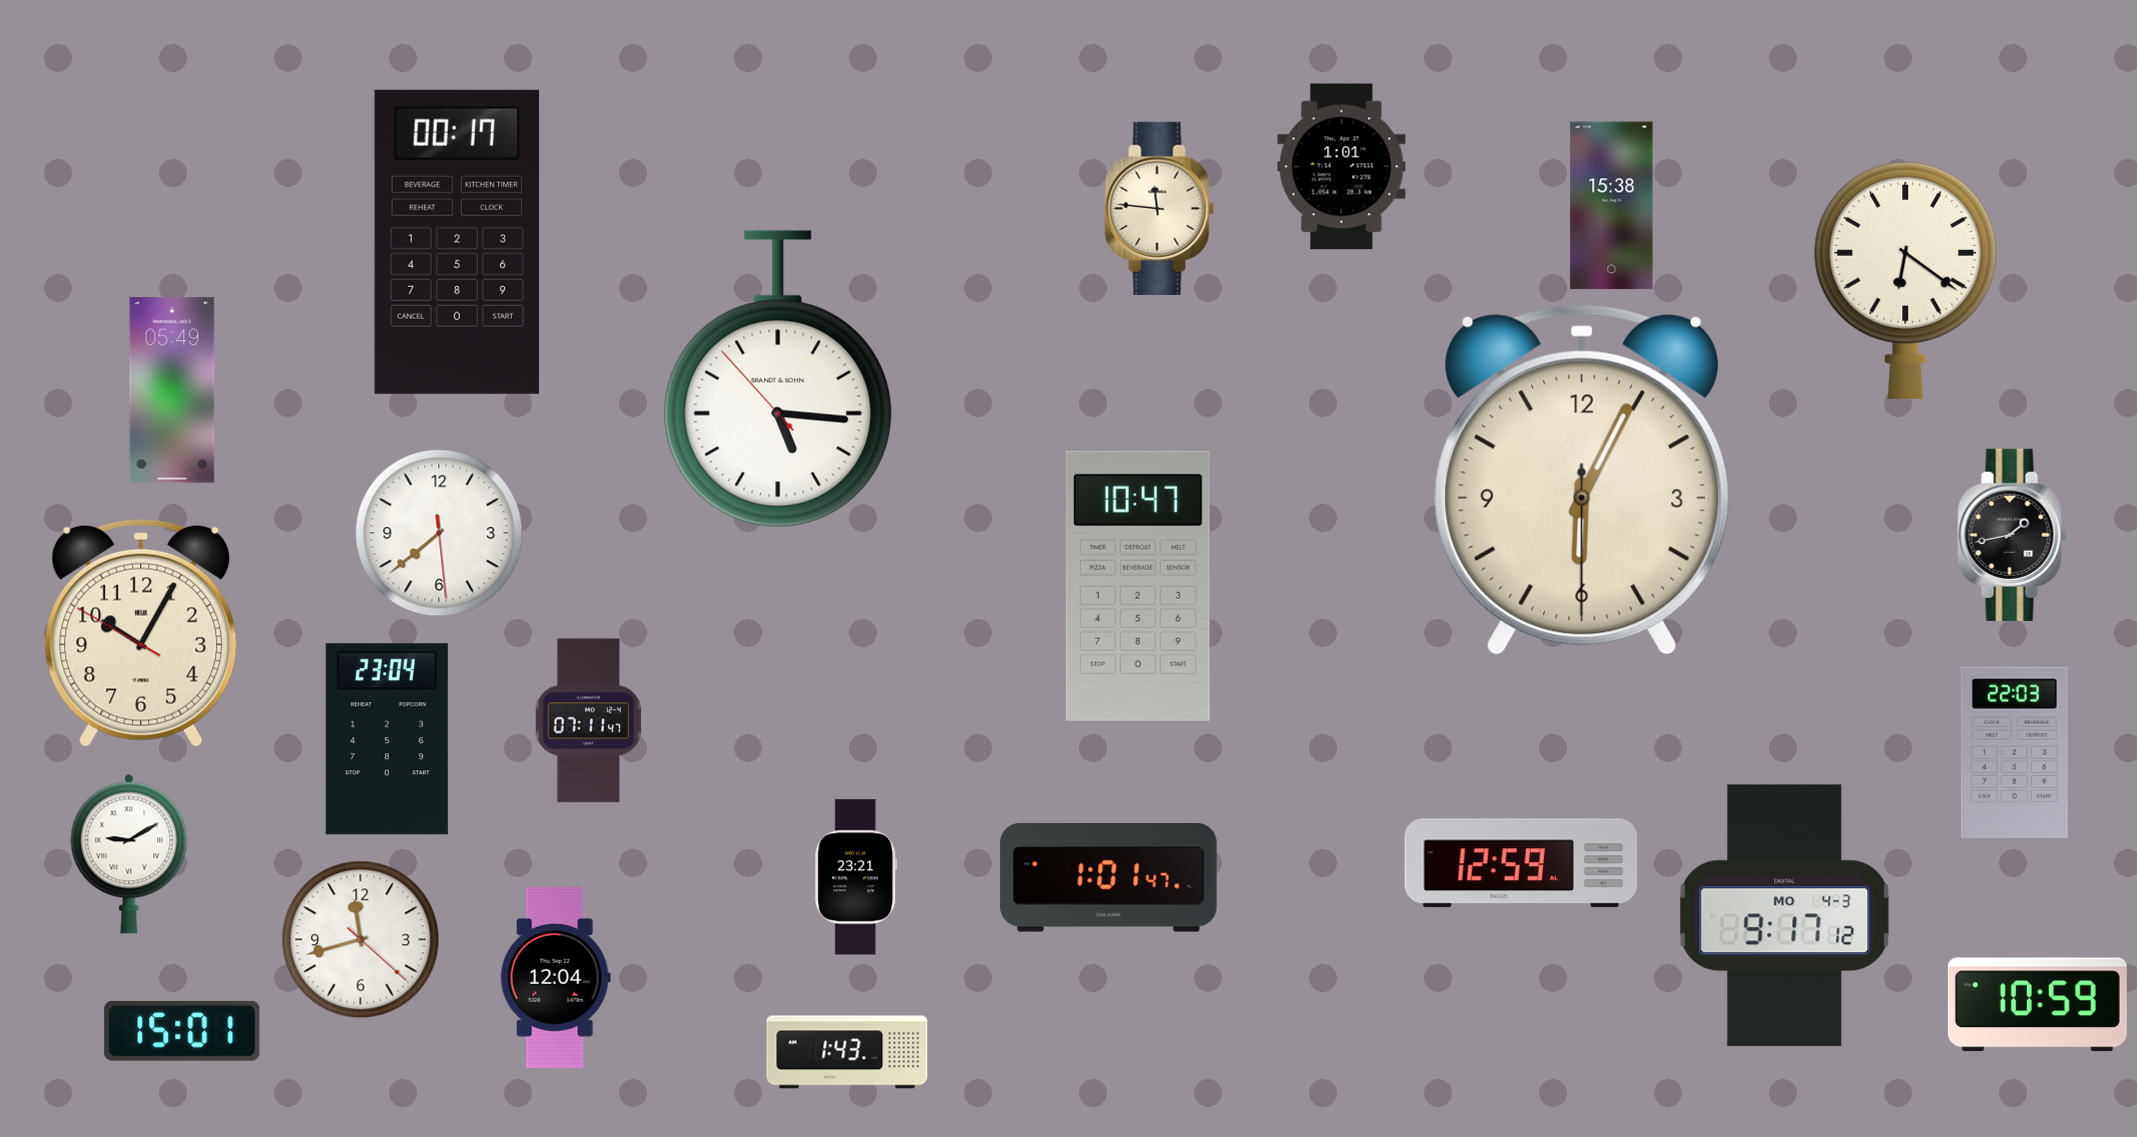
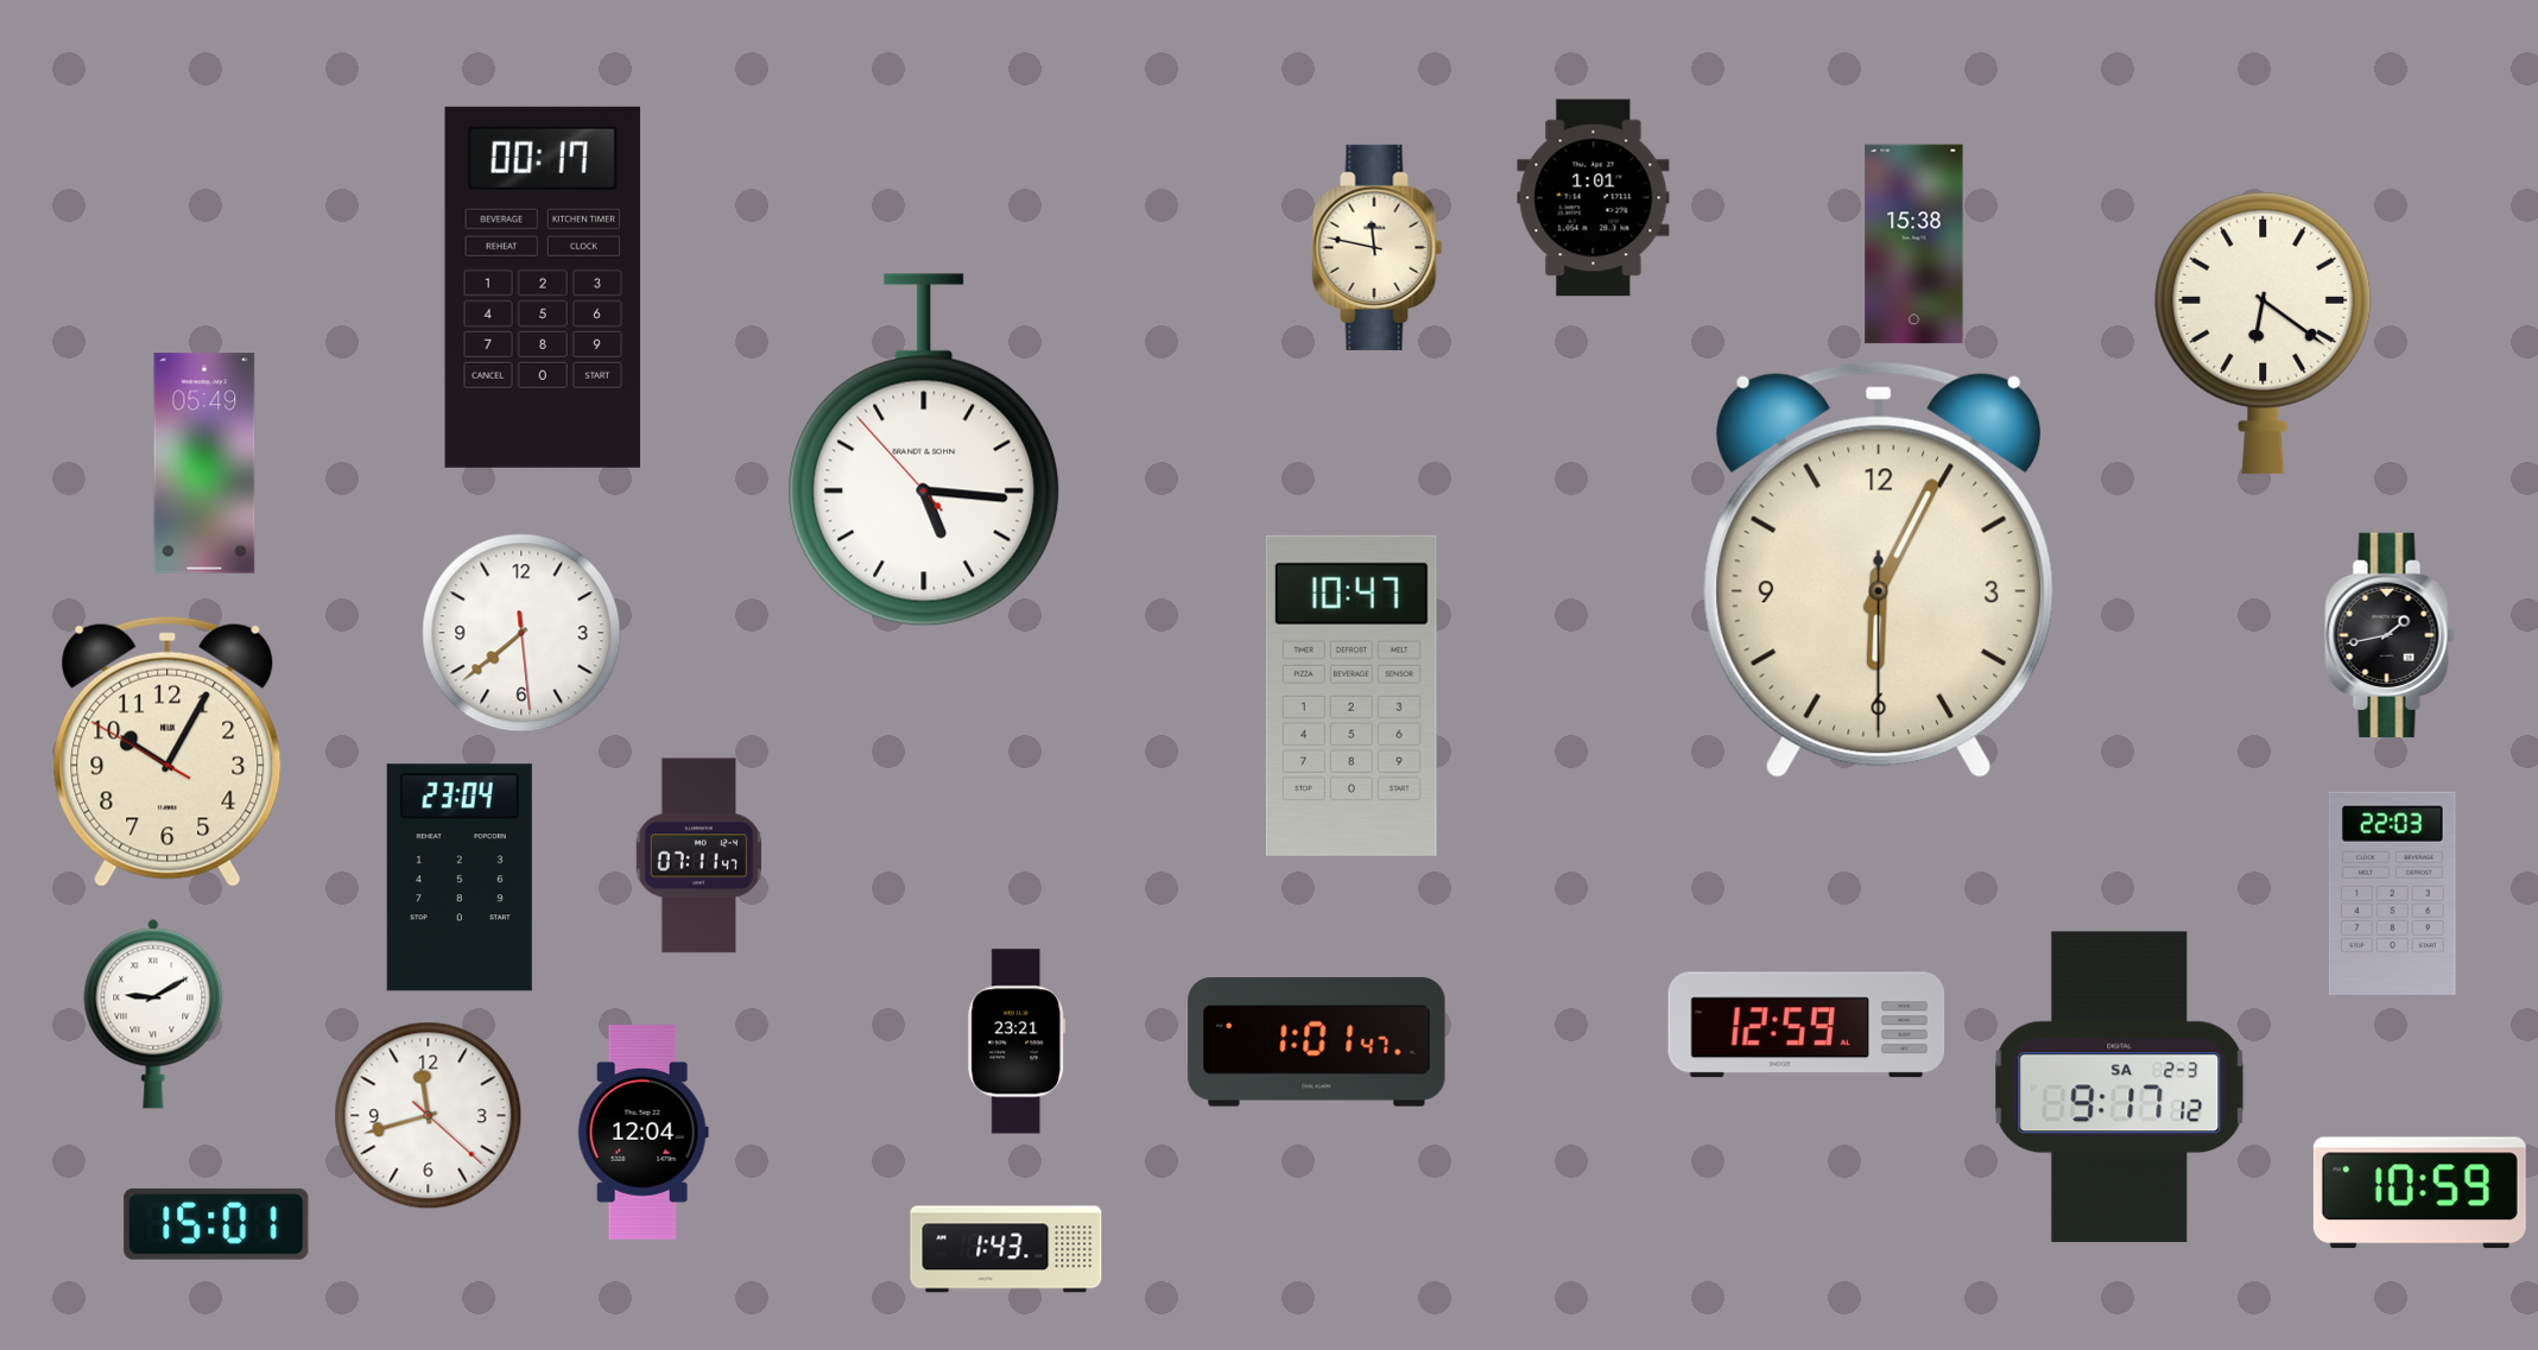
clock at (1160, 208): 11:46 -> 11:47
clock at (1785, 916) date: MO 4-3 -> SA 2-3
clock at (555, 978) position: (555, 978) -> (643, 1133)
